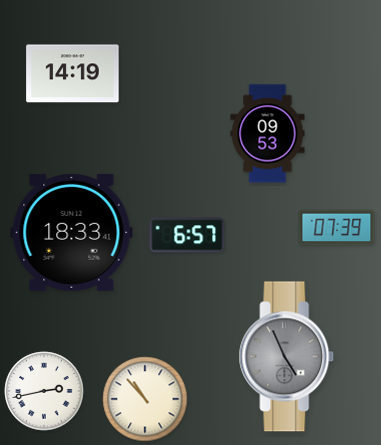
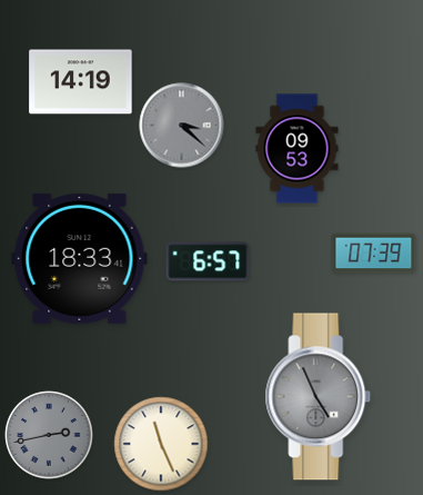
clock at (182, 126): none -> 3:22
clock at (44, 391) dial: white -> grey
clock at (145, 399): 10:53 -> 11:26
